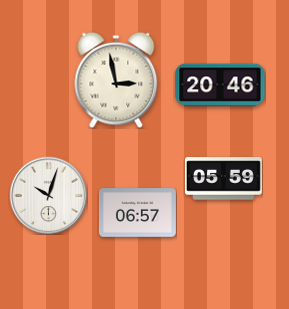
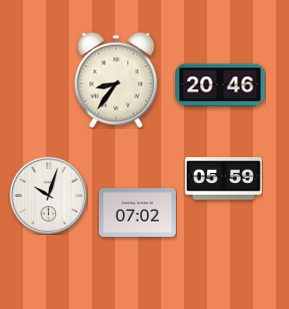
clock at (116, 80): 2:58 -> 8:36
clock at (137, 213): 06:57 -> 07:02
